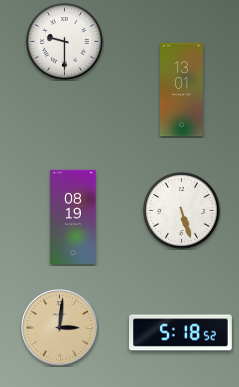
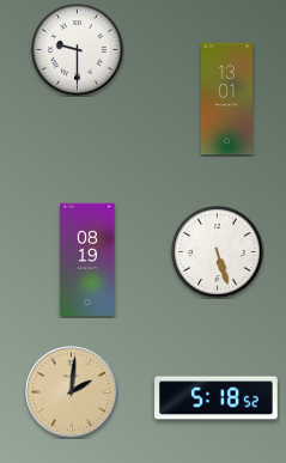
clock at (181, 90) position: (181, 90) -> (226, 99)
clock at (60, 328): 3:01 -> 2:01
